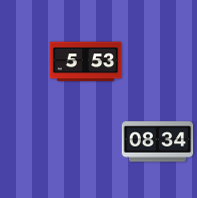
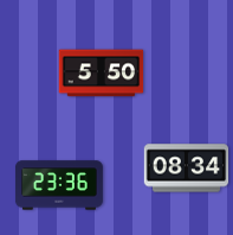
clock at (86, 62): 5:53 -> 5:50
clock at (59, 185): none -> 23:36
